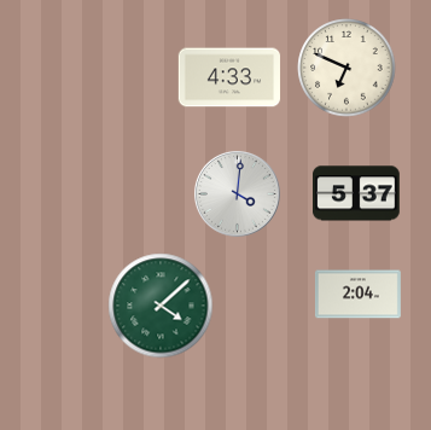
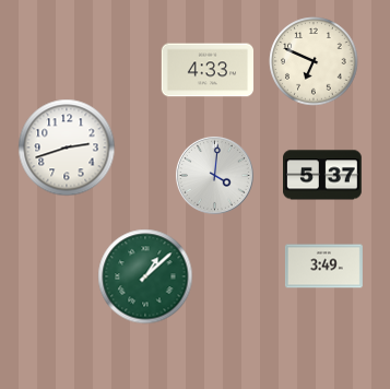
clock at (67, 148): none -> 2:42
clock at (357, 295): 2:04 -> 3:49
clock at (161, 306): 4:08 -> 1:08
